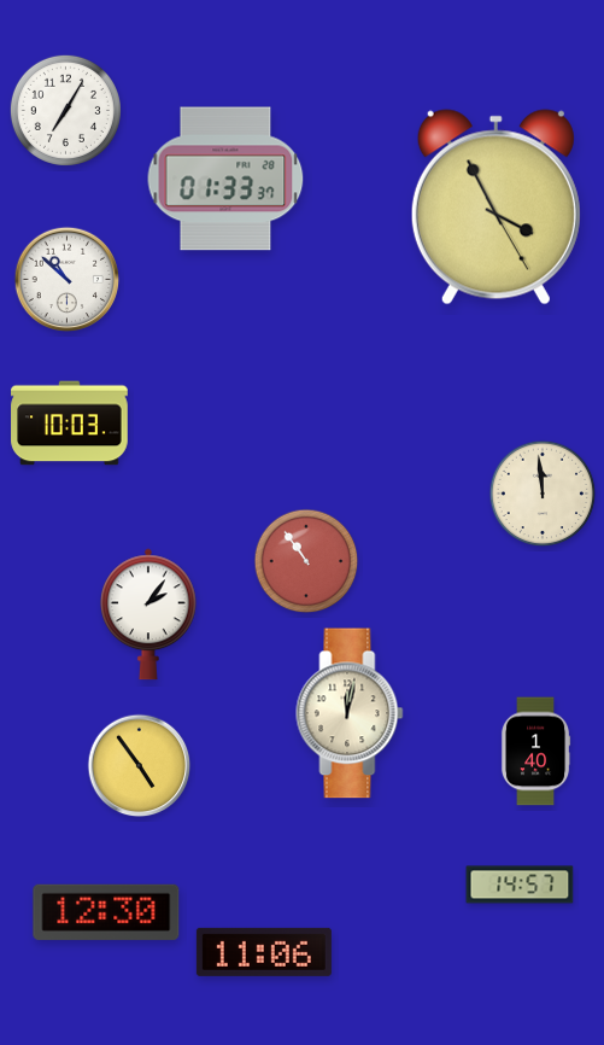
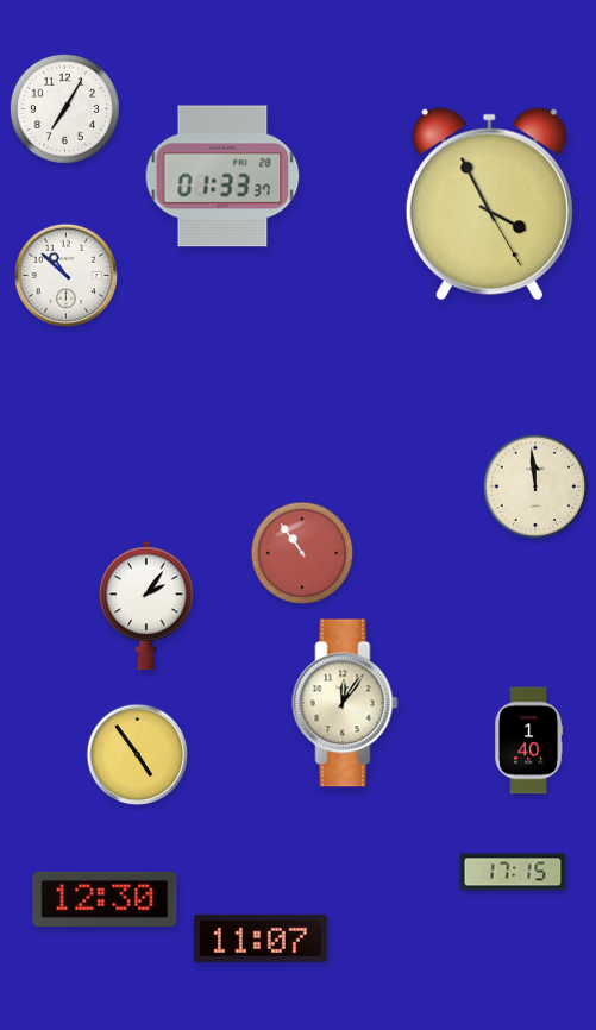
clock at (70, 424): 10:03 -> none
clock at (350, 713): 12:02 -> 12:06
clock at (520, 885): 14:57 -> 17:15
clock at (264, 952): 11:06 -> 11:07
